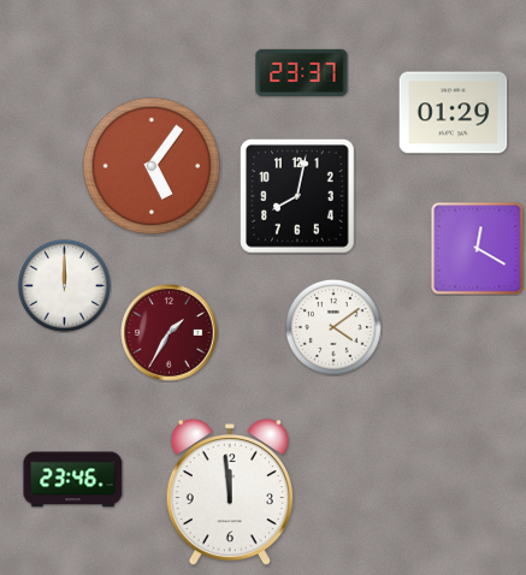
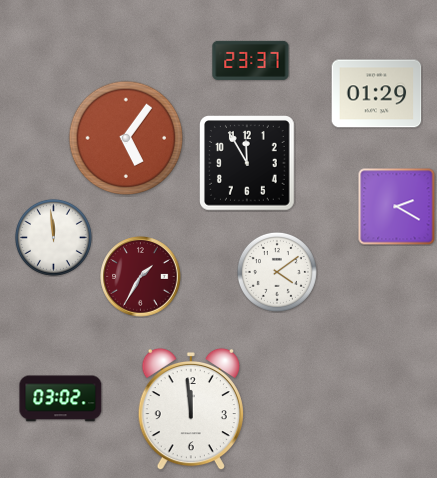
clock at (299, 197): 8:02 -> 11:55
clock at (478, 249): 12:20 -> 2:20
clock at (64, 285): 12:00 -> 11:59
clock at (73, 480): 23:46 -> 03:02
